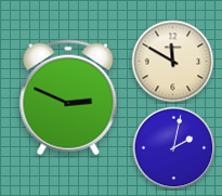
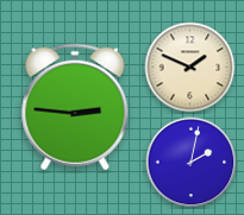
clock at (173, 62): 11:50 -> 1:49
clock at (68, 97): 2:49 -> 2:46
